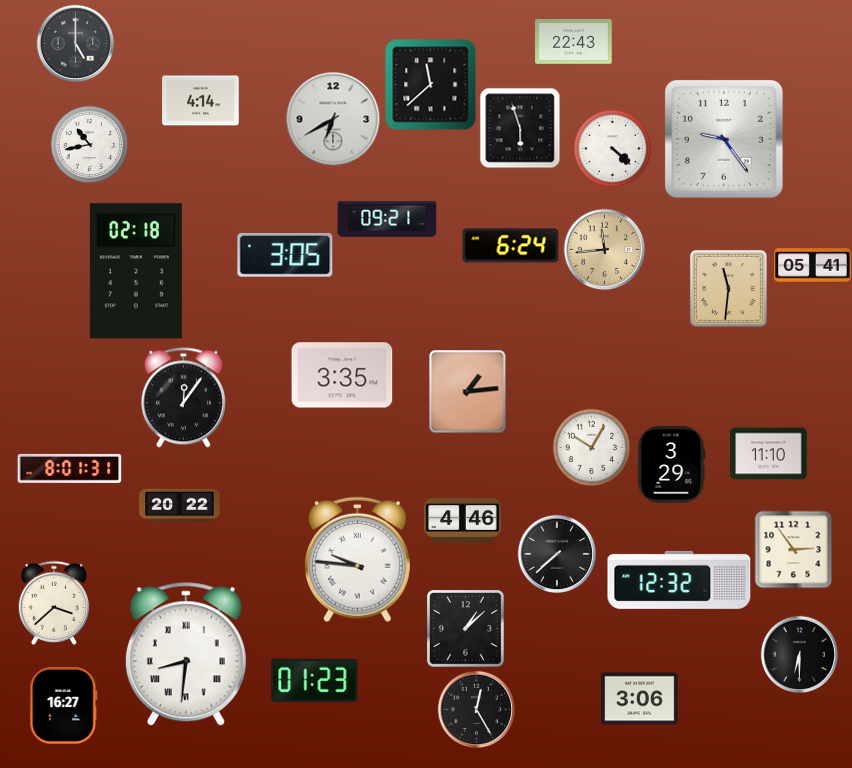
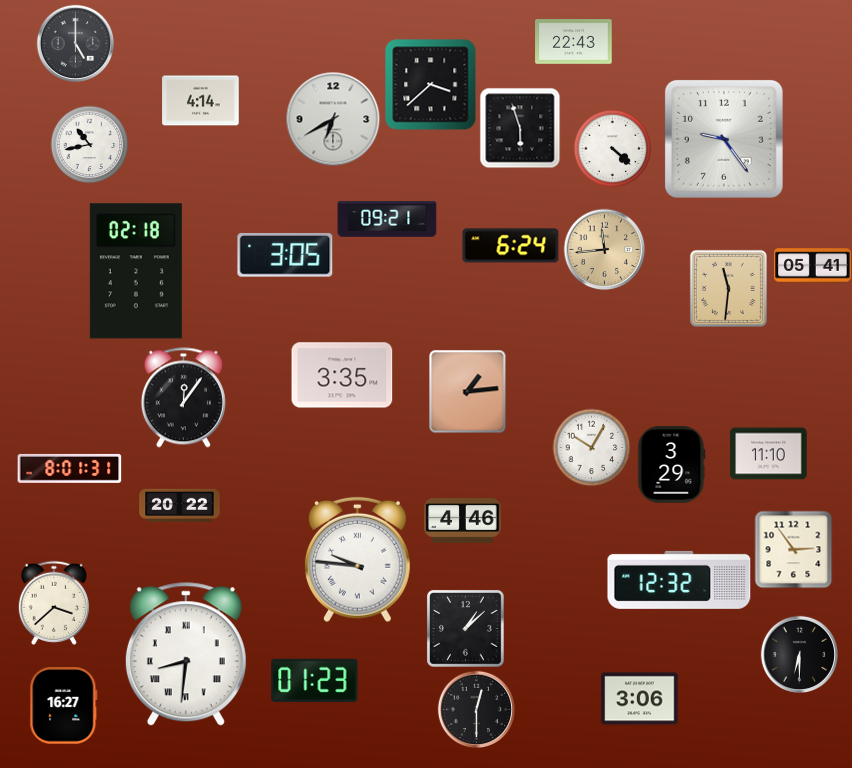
clock at (431, 85): 11:38 -> 3:38
clock at (557, 554): 7:38 -> none
clock at (476, 709): 12:25 -> 12:30
